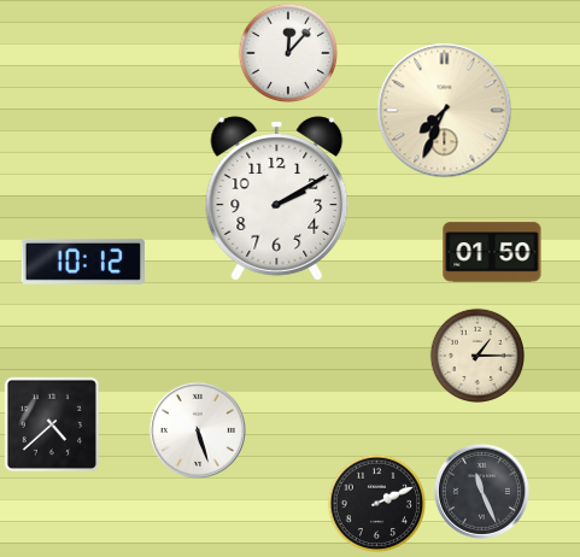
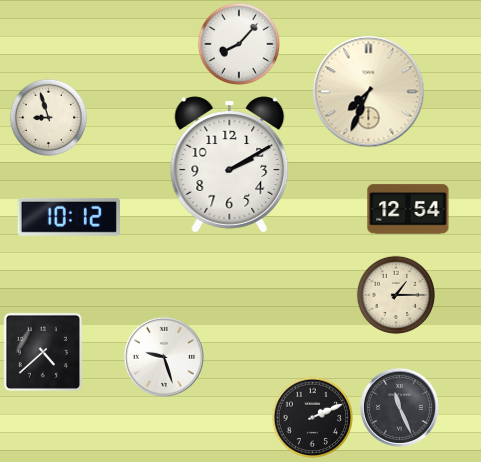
clock at (288, 53): 12:07 -> 8:07
clock at (48, 117): none -> 8:57
clock at (492, 252): 01:50 -> 12:54
clock at (198, 430): 5:27 -> 9:27
